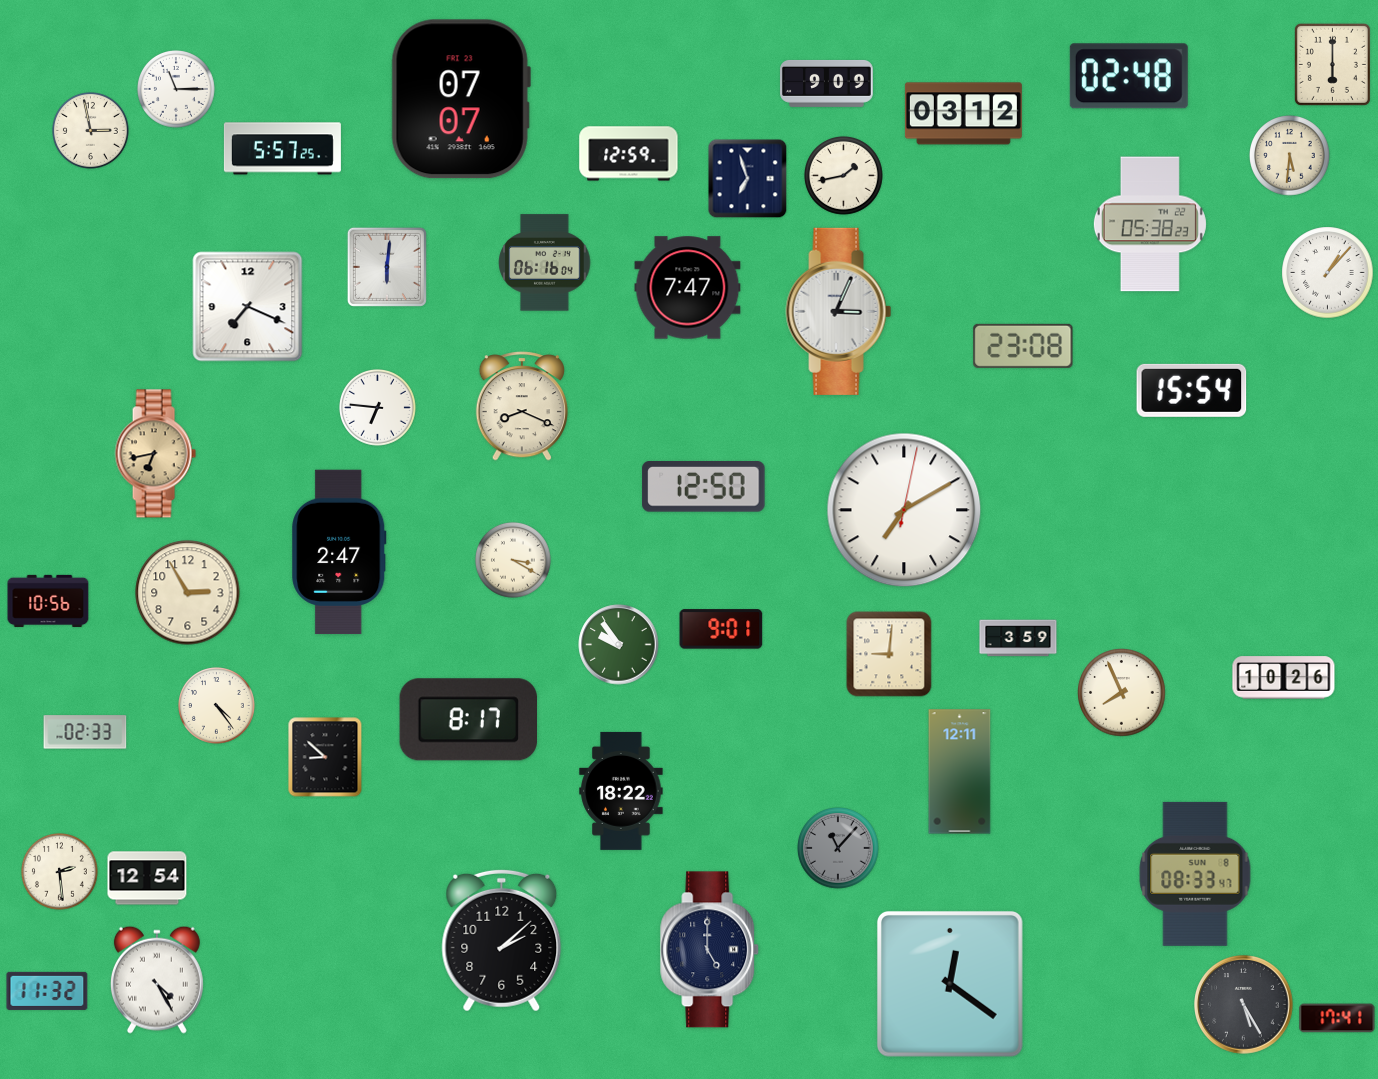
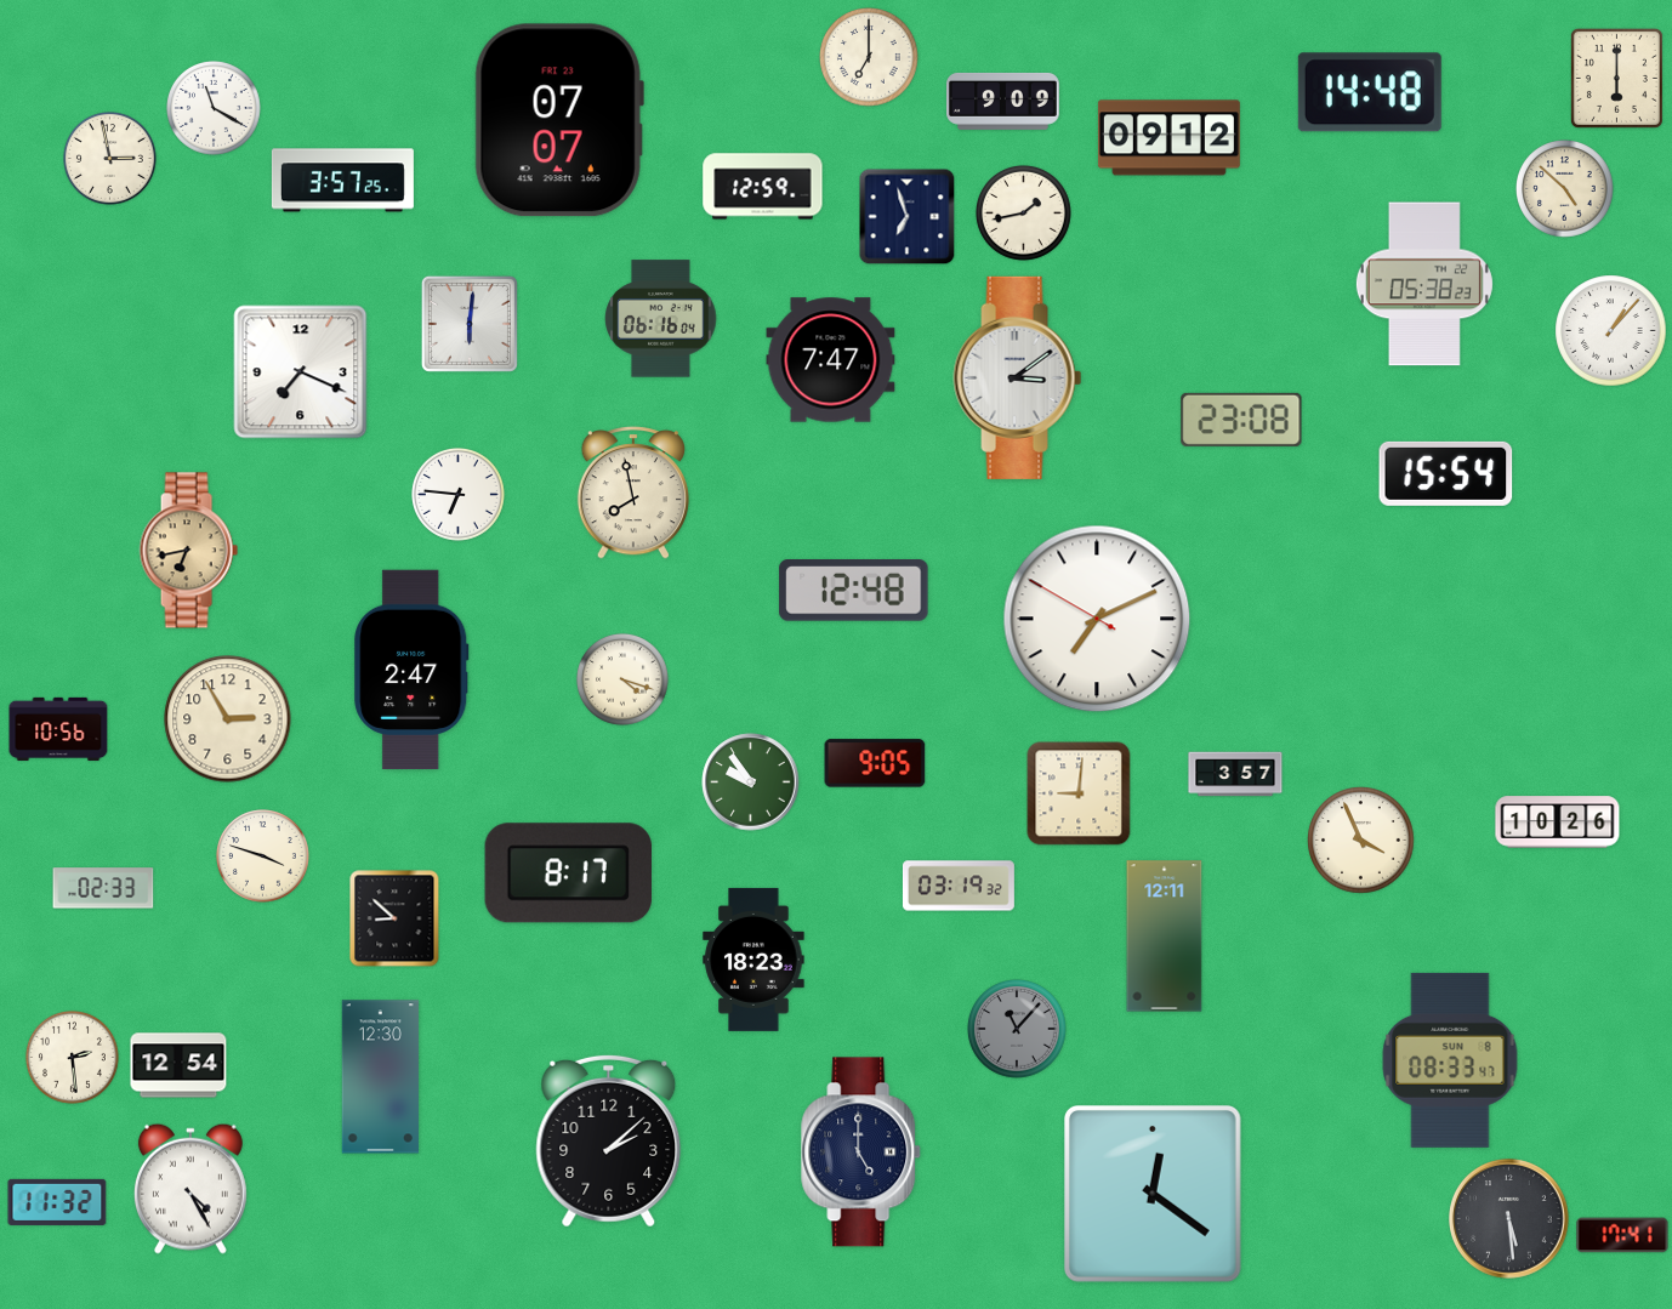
clock at (869, 57): none -> 7:00
clock at (1129, 76): 02:48 -> 14:48
clock at (177, 90): 11:15 -> 11:20
clock at (963, 114): 03:12 -> 09:12
clock at (282, 149): 5:57 -> 3:57
clock at (1290, 156): 5:31 -> 4:52
clock at (1150, 224) position: (1150, 224) -> (1424, 284)
clock at (688, 288) position: (688, 288) -> (831, 360)
clock at (839, 311): 3:04 -> 3:09
clock at (522, 406): 8:19 -> 7:58
clock at (704, 487): 12:50 -> 12:48
clock at (904, 510): 7:10:02 -> 7:10:50
clock at (513, 560): 3:20 -> 4:18
clock at (721, 629): 9:01 -> 9:05
clock at (1018, 638): 3:59 -> 3:57
clock at (1122, 693): 7:56 -> 3:56
clock at (217, 706): 4:24 -> 3:48
clock at (959, 886): none -> 03:19
clock at (621, 791): 18:22 -> 18:23
clock at (380, 1077): none -> 12:30
clock at (1244, 1005): 5:25 -> 5:29
